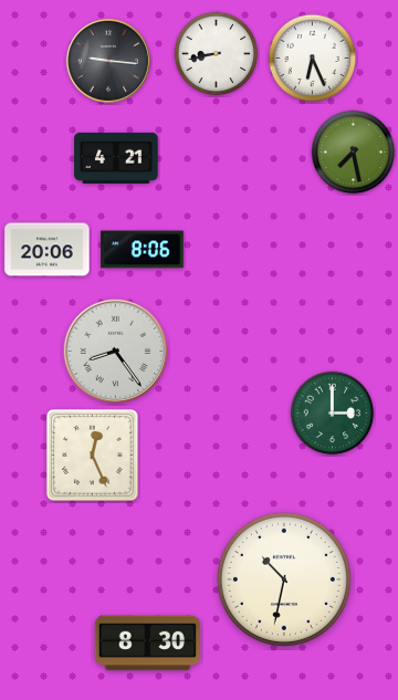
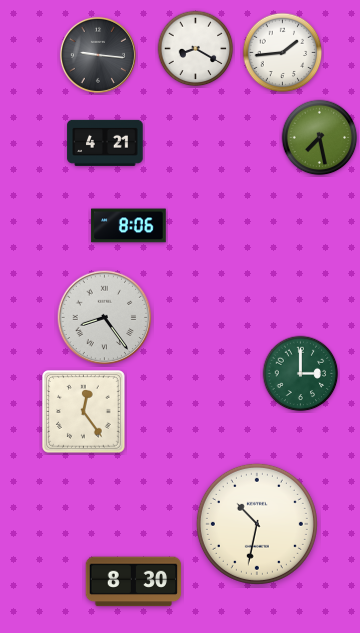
clock at (217, 54): 8:43 -> 8:20
clock at (313, 59): 6:26 -> 1:44
clock at (48, 250): 20:06 -> none
clock at (93, 456): 12:26 -> 12:24
